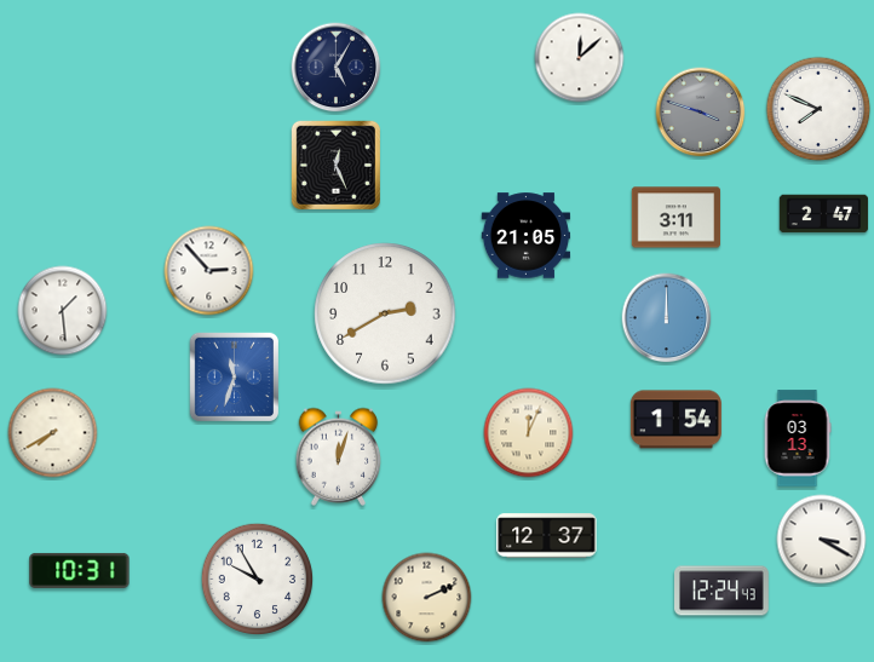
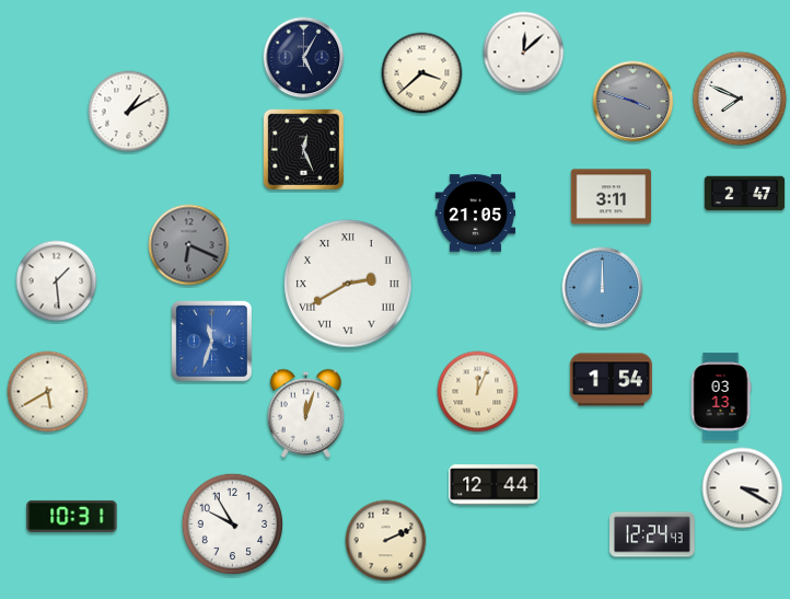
clock at (337, 68) position: (337, 68) -> (304, 58)
clock at (422, 73): none -> 3:38
clock at (129, 112): none -> 1:10
clock at (209, 271): 2:53 -> 6:19
clock at (209, 271) dial: white -> grey
clock at (385, 313) numerals: Arabic -> Roman
clock at (53, 433): 7:40 -> 5:40
clock at (547, 536): 12:37 -> 12:44
